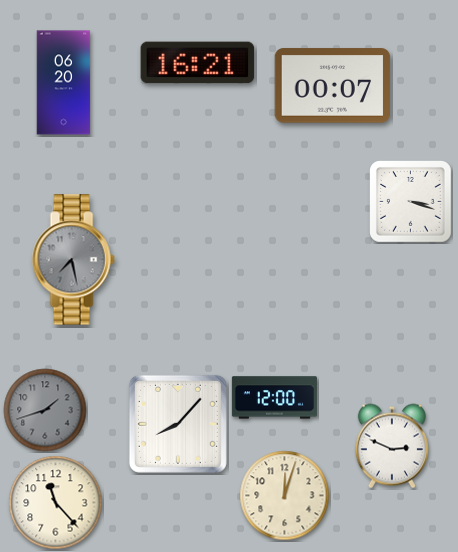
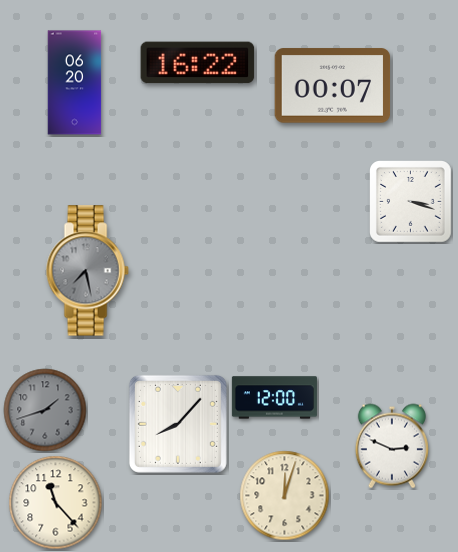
clock at (198, 63): 16:21 -> 16:22
clock at (64, 83) position: (64, 83) -> (75, 83)
clock at (73, 260) position: (73, 260) -> (87, 271)
